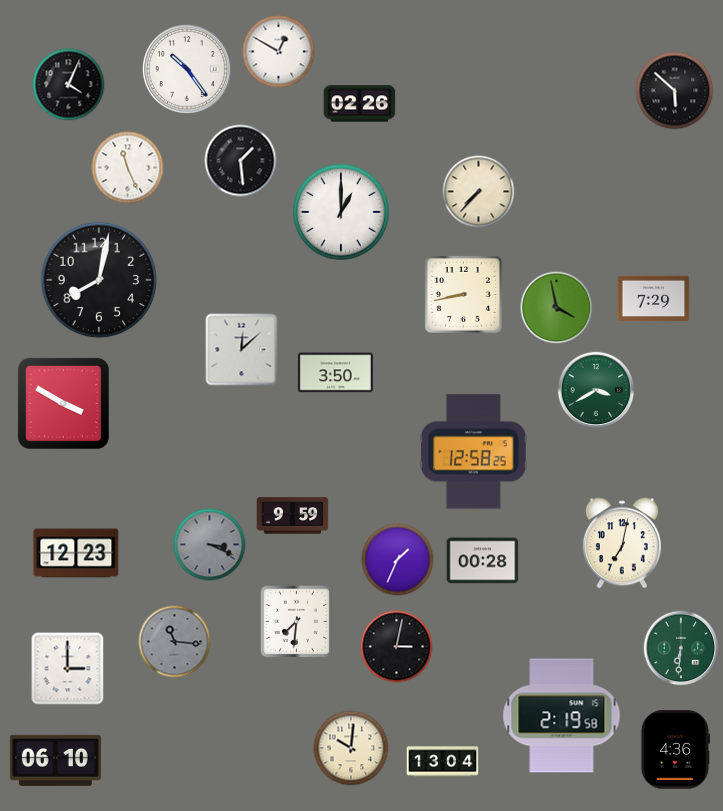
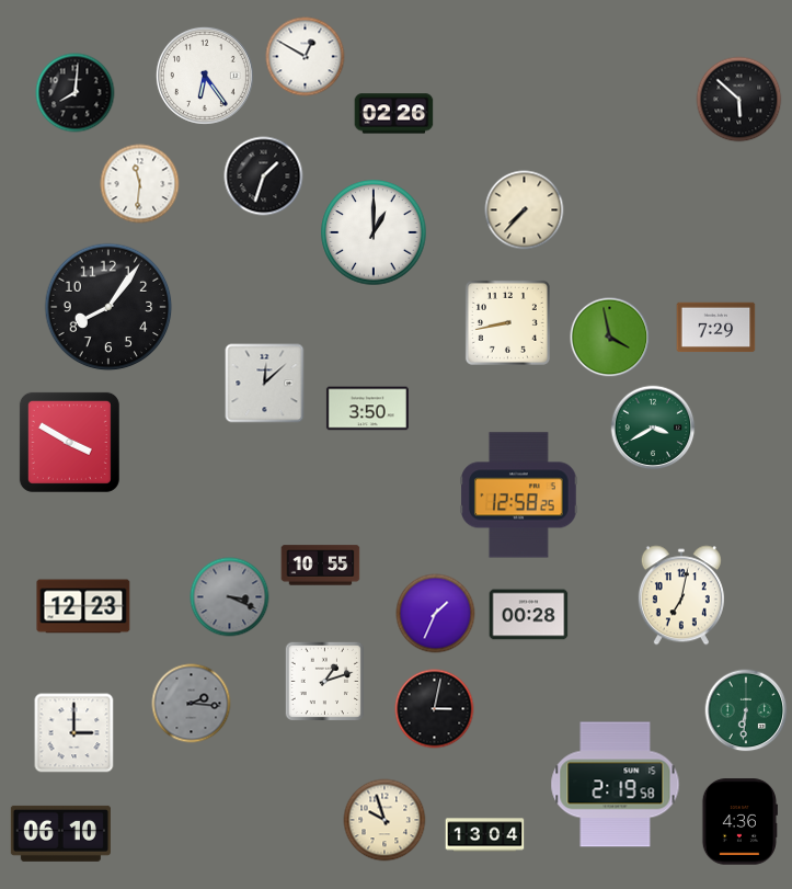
clock at (187, 69): 10:24 -> 6:24
clock at (69, 85): 4:04 -> 8:01
clock at (241, 161): 1:29 -> 1:33
clock at (128, 168): 11:26 -> 11:31
clock at (99, 280): 8:02 -> 8:06
clock at (293, 516): 9:59 -> 10:55
clock at (296, 621): 7:31 -> 1:12
clock at (175, 642): 11:16 -> 2:16
clock at (351, 748): 10:01 -> 9:57
